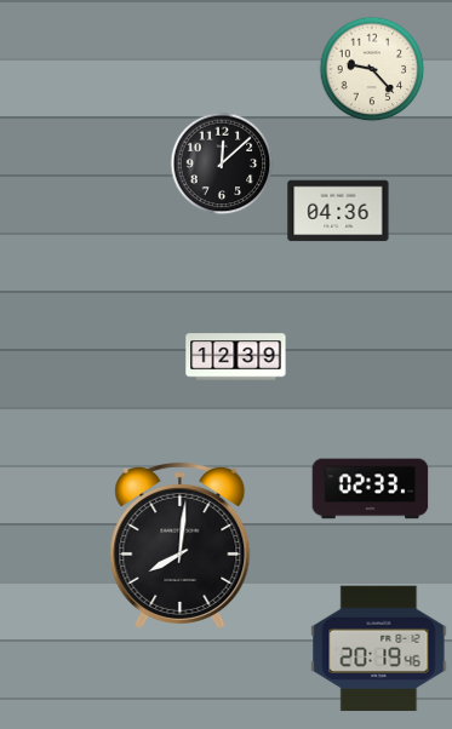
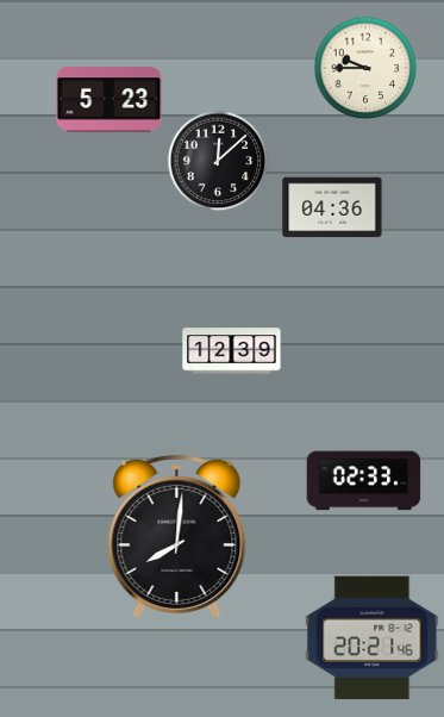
clock at (372, 69): 9:23 -> 9:45
clock at (110, 100): none -> 5:23
clock at (379, 649): 20:19 -> 20:21
